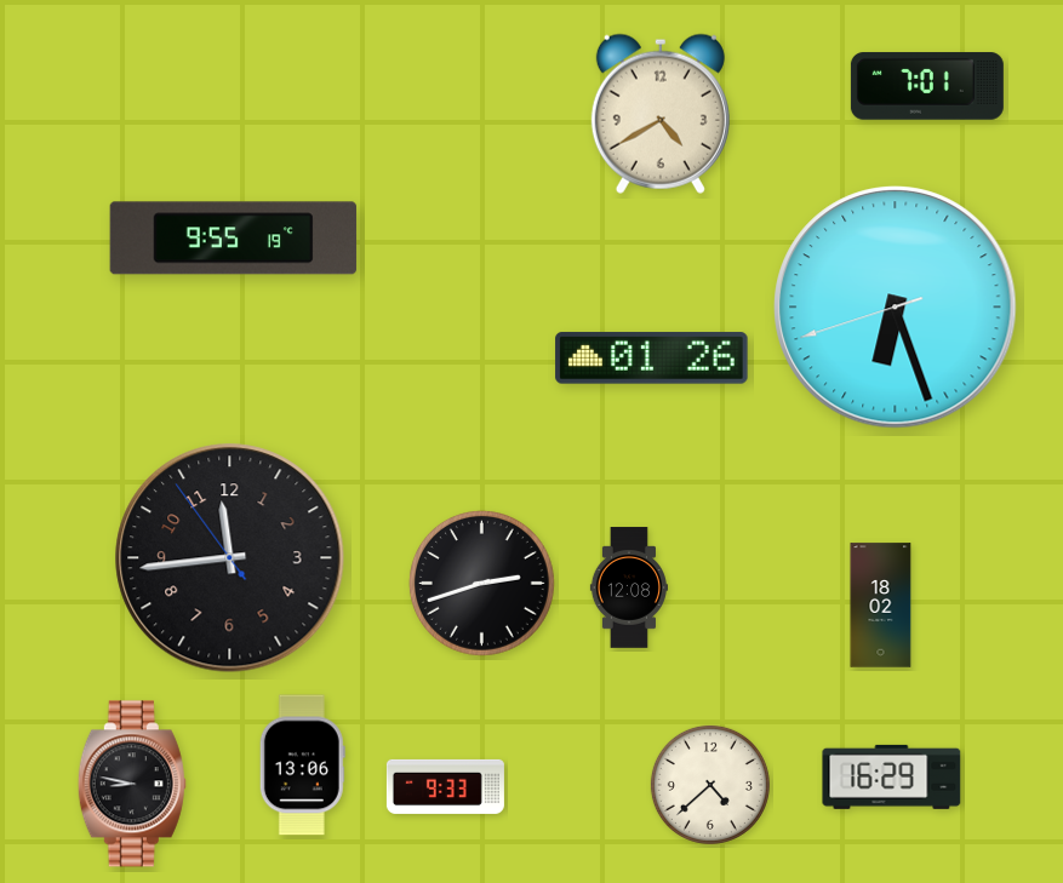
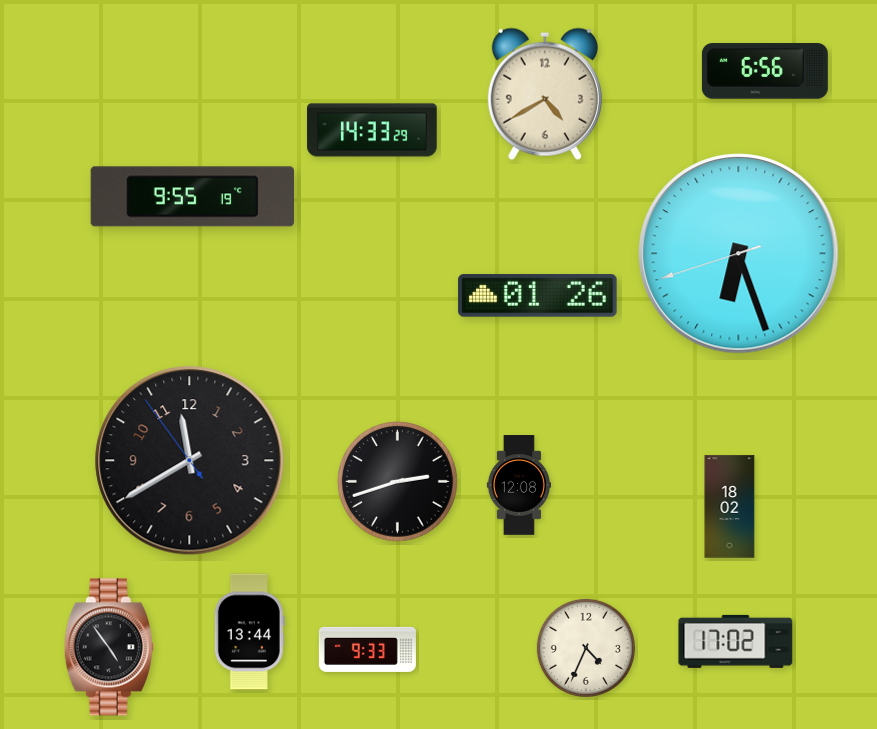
clock at (927, 86): 7:01 -> 6:56
clock at (372, 130): none -> 14:33
clock at (230, 558): 11:43 -> 11:39
clock at (881, 606) position: (881, 606) -> (730, 507)
clock at (302, 766): 13:06 -> 13:44
clock at (892, 776): 16:29 -> 17:02
clock at (132, 784): 8:47 -> 4:54
clock at (710, 785): 4:38 -> 4:34
